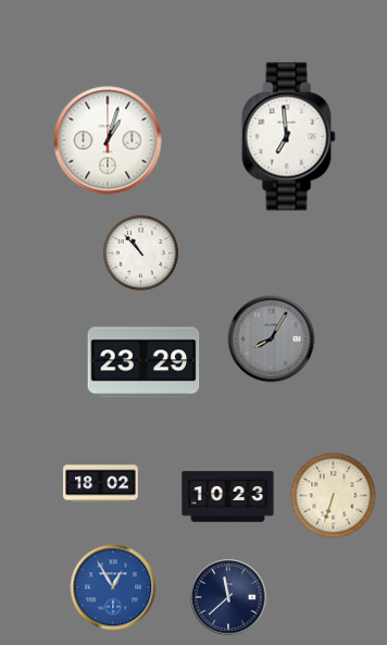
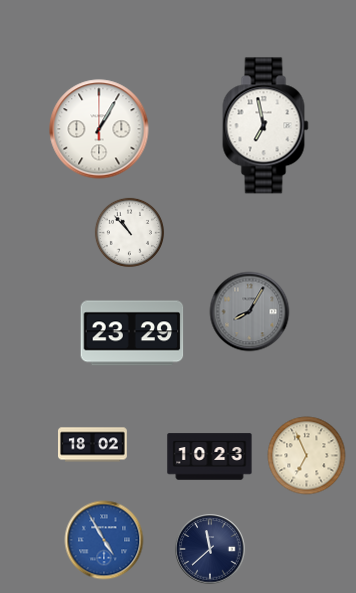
clock at (289, 137): 6:59 -> 6:58
clock at (108, 140): 1:03 -> 1:05
clock at (334, 496): 6:33 -> 6:56
clock at (113, 587): 12:55 -> 4:55
